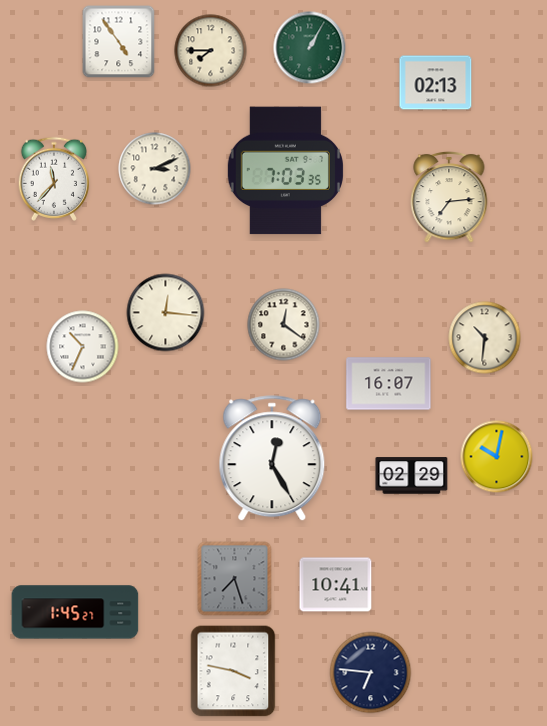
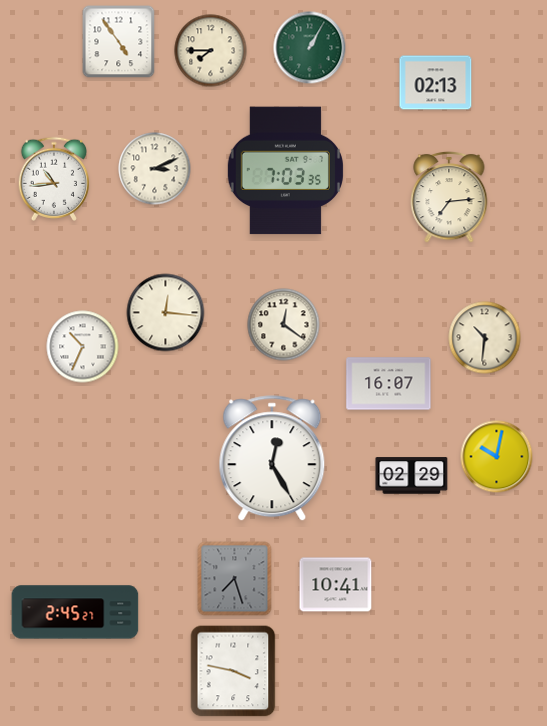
clock at (53, 179): 11:37 -> 10:44
clock at (75, 612): 1:45 -> 2:45
clock at (371, 673): 6:46 -> none
